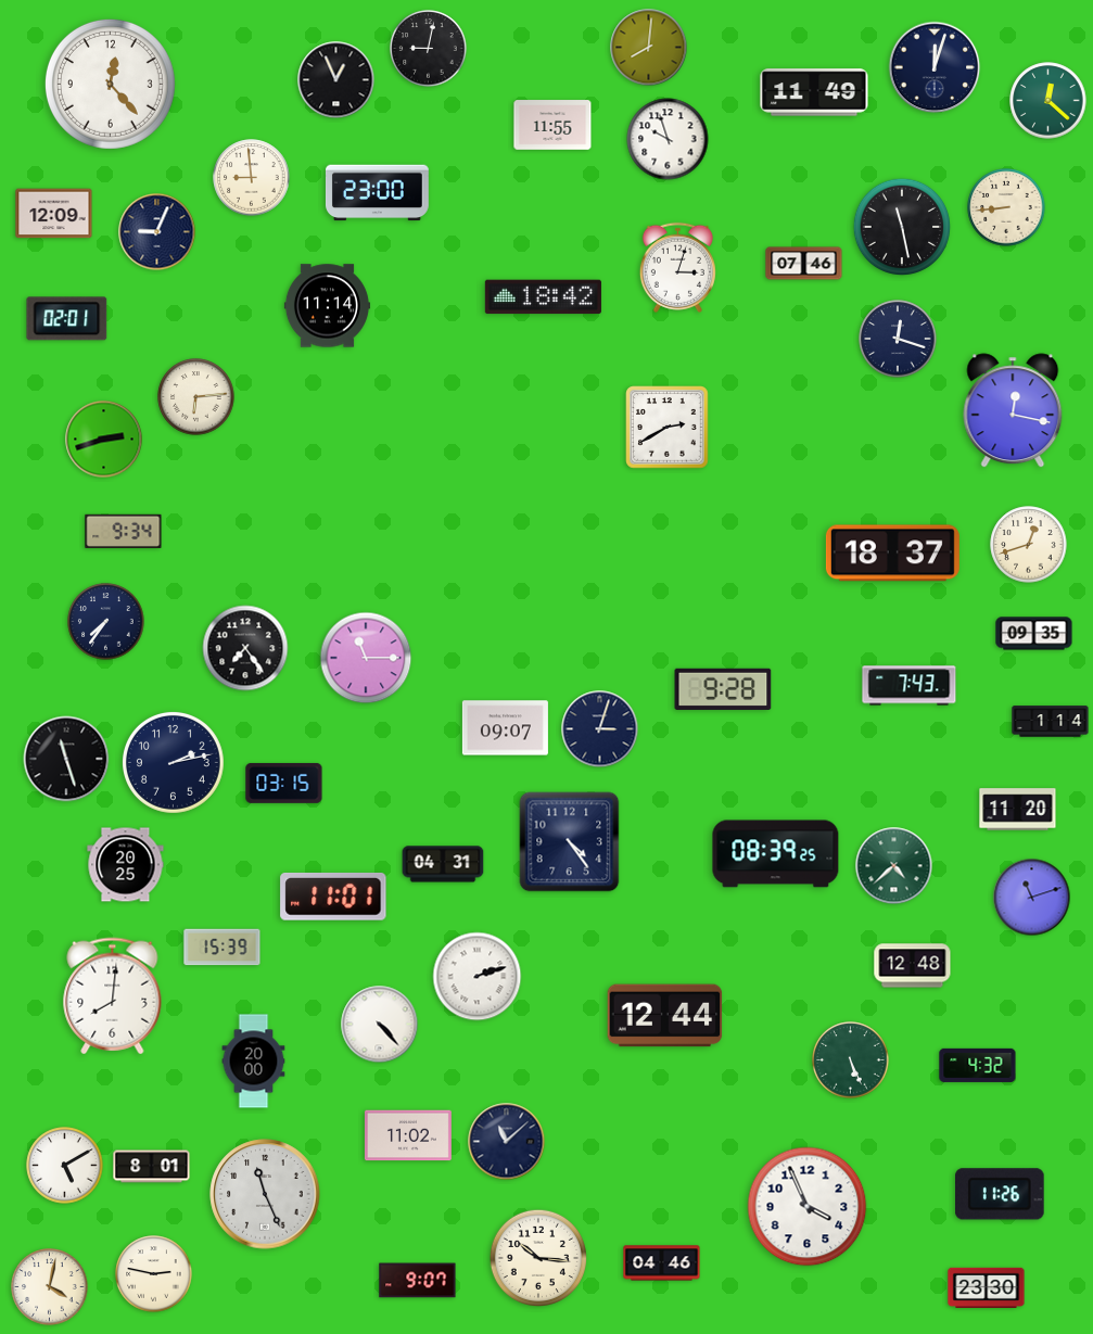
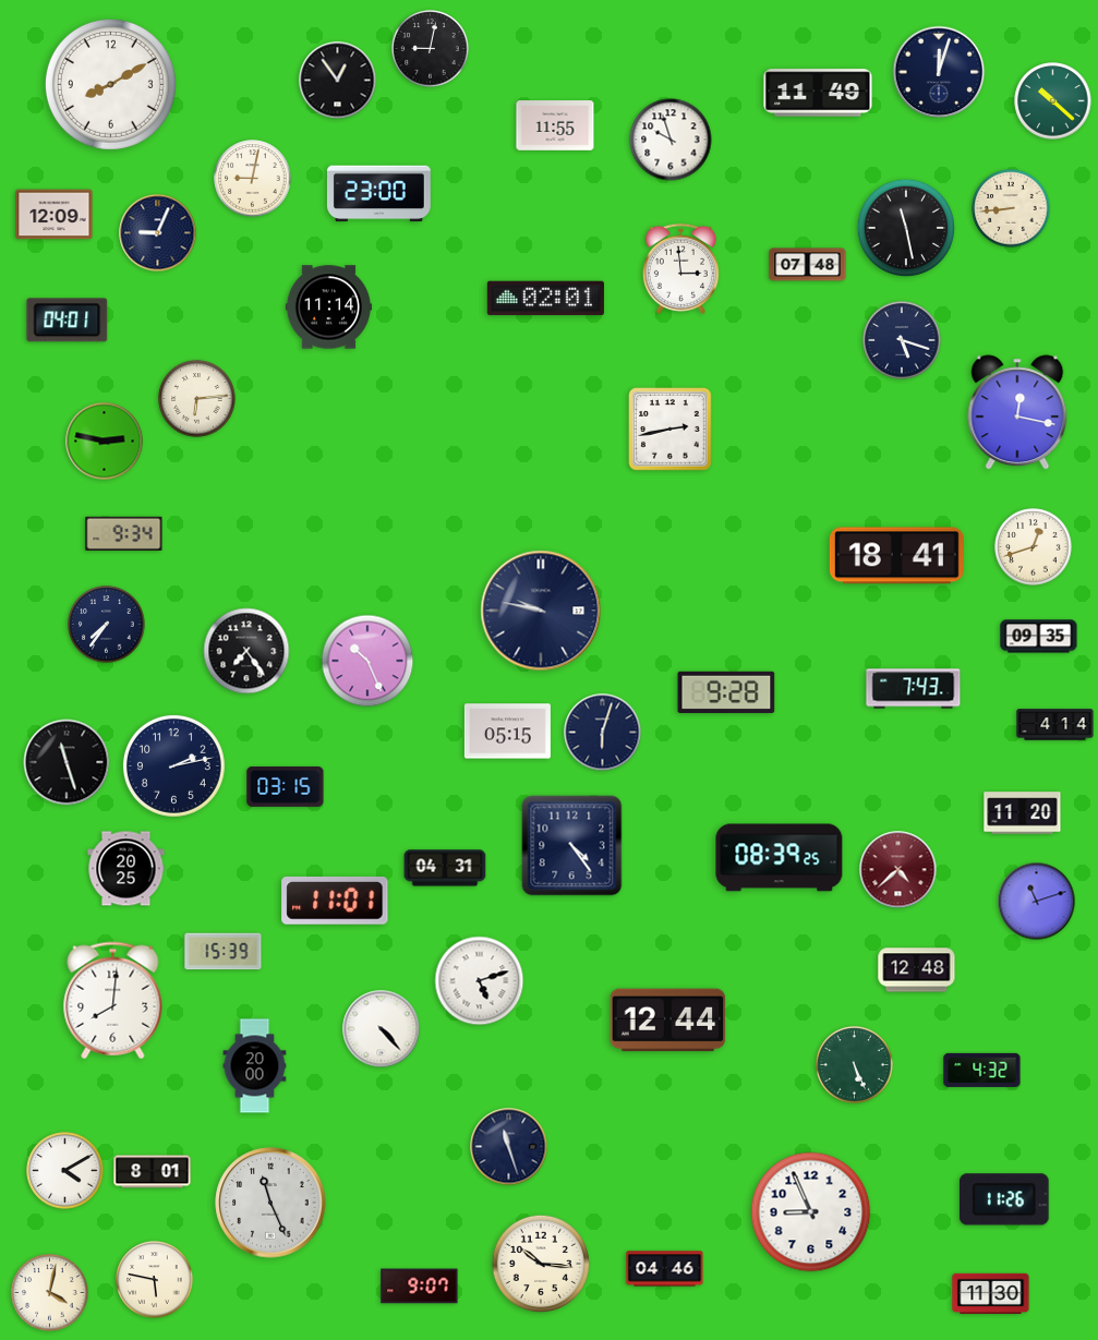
clock at (649, 48): 8:01 -> none
clock at (935, 67) position: (935, 67) -> (939, 72)
clock at (336, 80): 12:56 -> 12:54
clock at (110, 84): 12:23 -> 8:10
clock at (1048, 101): 12:22 -> 10:22
clock at (252, 178): 8:59 -> 9:02
clock at (804, 264): 07:46 -> 07:48
clock at (677, 267): 3:03 -> 2:59
clock at (543, 297): 18:42 -> 02:01
clock at (67, 319): 02:01 -> 04:01
clock at (898, 339): 12:18 -> 5:18
clock at (668, 428): 2:40 -> 2:43
clock at (104, 440): 2:42 -> 2:47
clock at (892, 554): 18:37 -> 18:41
clock at (541, 611): none -> 9:47
clock at (366, 658): 11:15 -> 10:26
clock at (1051, 722): 1:14 -> 4:14
clock at (505, 728): 09:07 -> 05:15
clock at (600, 729): 3:03 -> 6:03
clock at (894, 866) dial: green -> burgundy
clock at (478, 977): 2:12 -> 5:12
clock at (408, 1135): 11:02 -> none
clock at (507, 1142): 11:08 -> 11:27
clock at (65, 1166): 5:10 -> 4:10
clock at (265, 1194) position: (265, 1194) -> (270, 1203)
clock at (808, 1207): 3:56 -> 8:56
clock at (154, 1274): 2:47 -> 5:47
clock at (987, 1287): 23:30 -> 11:30
